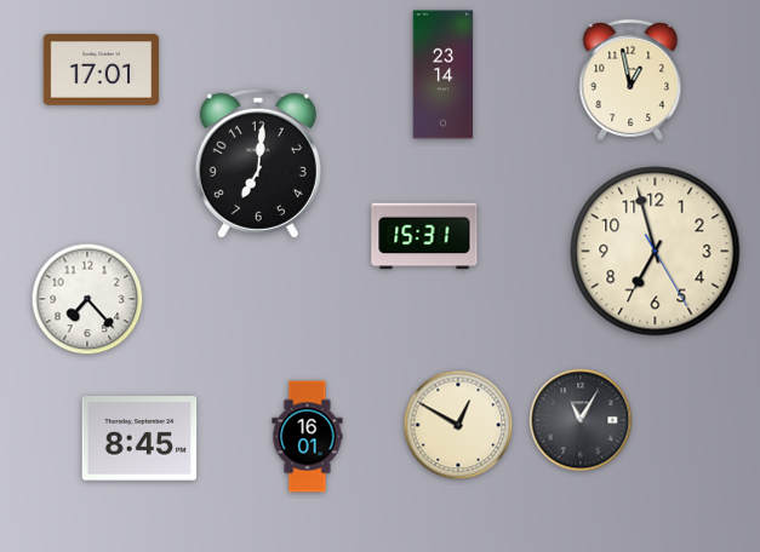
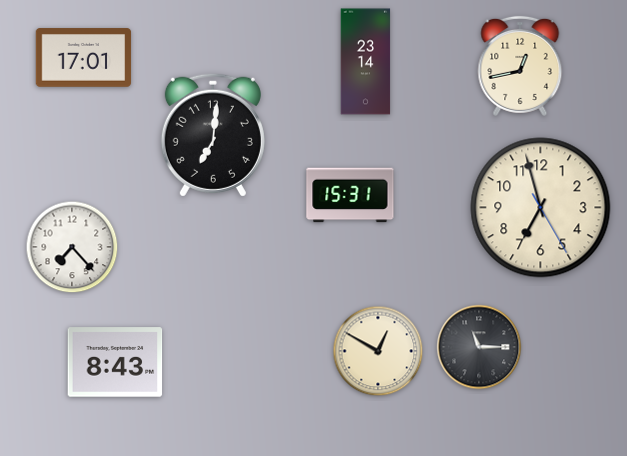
clock at (630, 80): 12:58 -> 12:43
clock at (581, 420): 11:05 -> 11:15
clock at (308, 437): 16:01 -> none
clock at (139, 438): 8:45 -> 8:43
